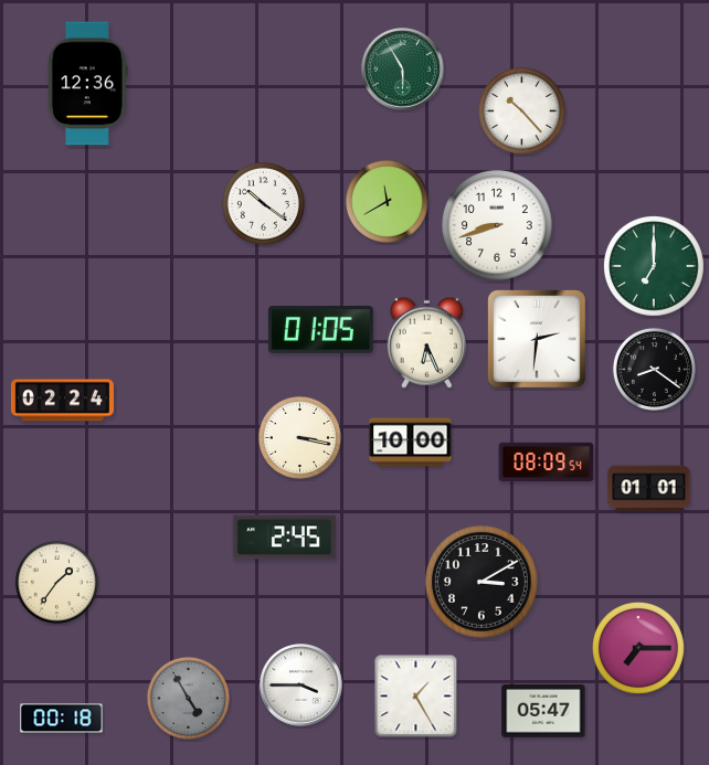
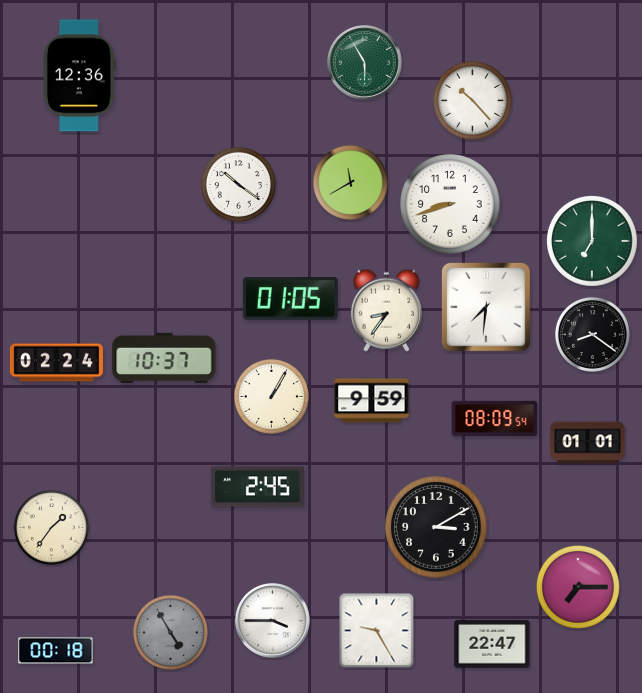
clock at (538, 340): 2:31 -> 7:31
clock at (426, 342): 6:26 -> 8:36
clock at (164, 358): none -> 10:37
clock at (299, 437): 3:17 -> 1:05
clock at (411, 443): 10:00 -> 9:59
clock at (416, 697): 1:25 -> 9:25
clock at (543, 711): 05:47 -> 22:47
